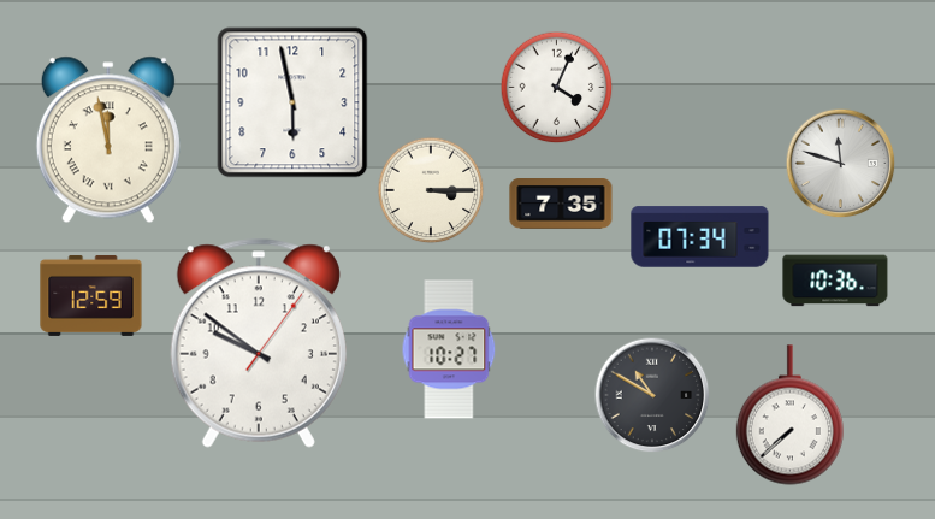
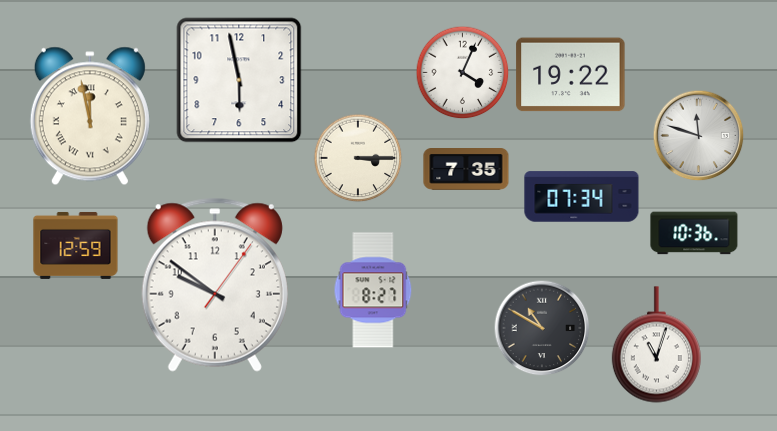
clock at (571, 75): none -> 19:22
clock at (292, 102) position: (292, 102) -> (239, 80)
clock at (449, 349): 10:27 -> 8:27
clock at (789, 415): 7:38 -> 11:03
